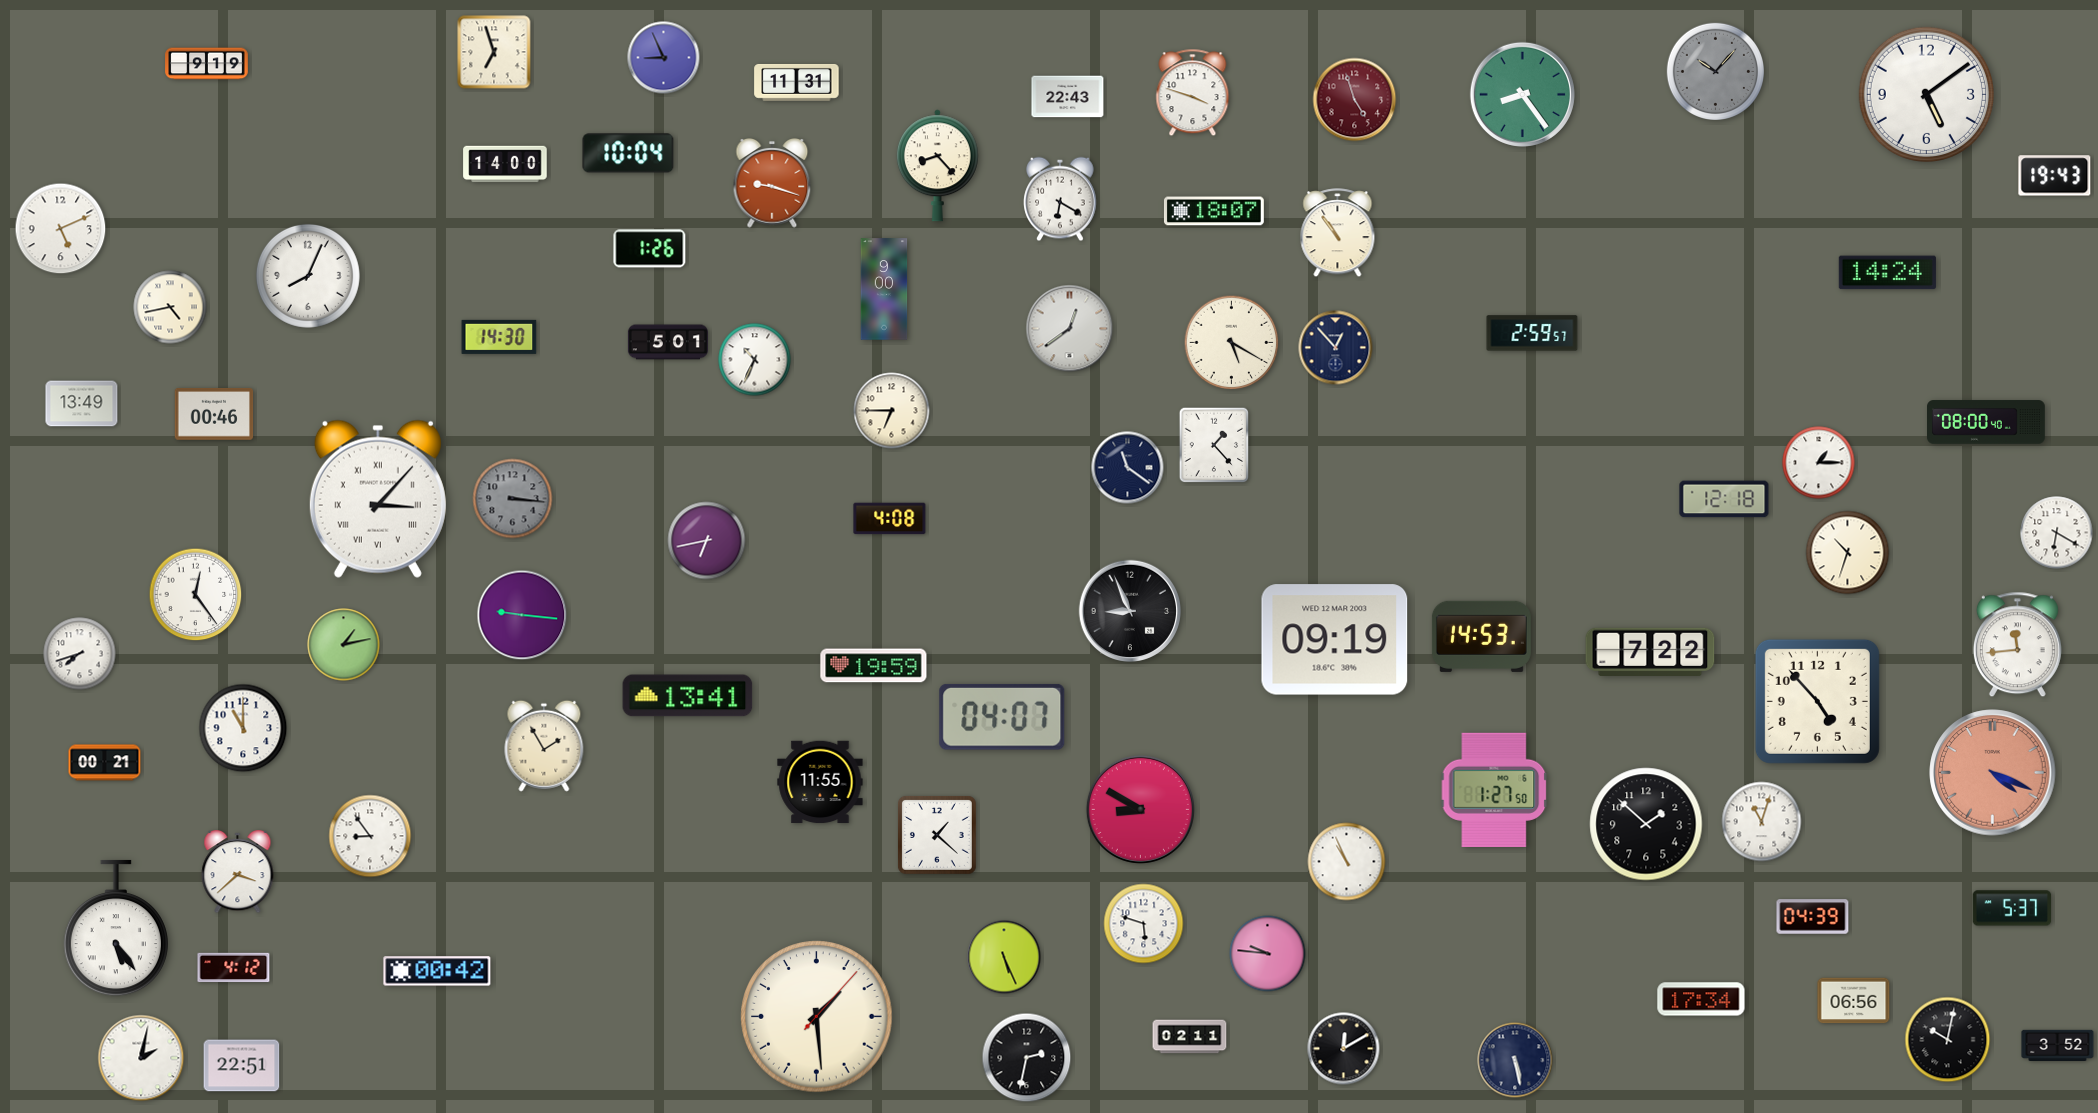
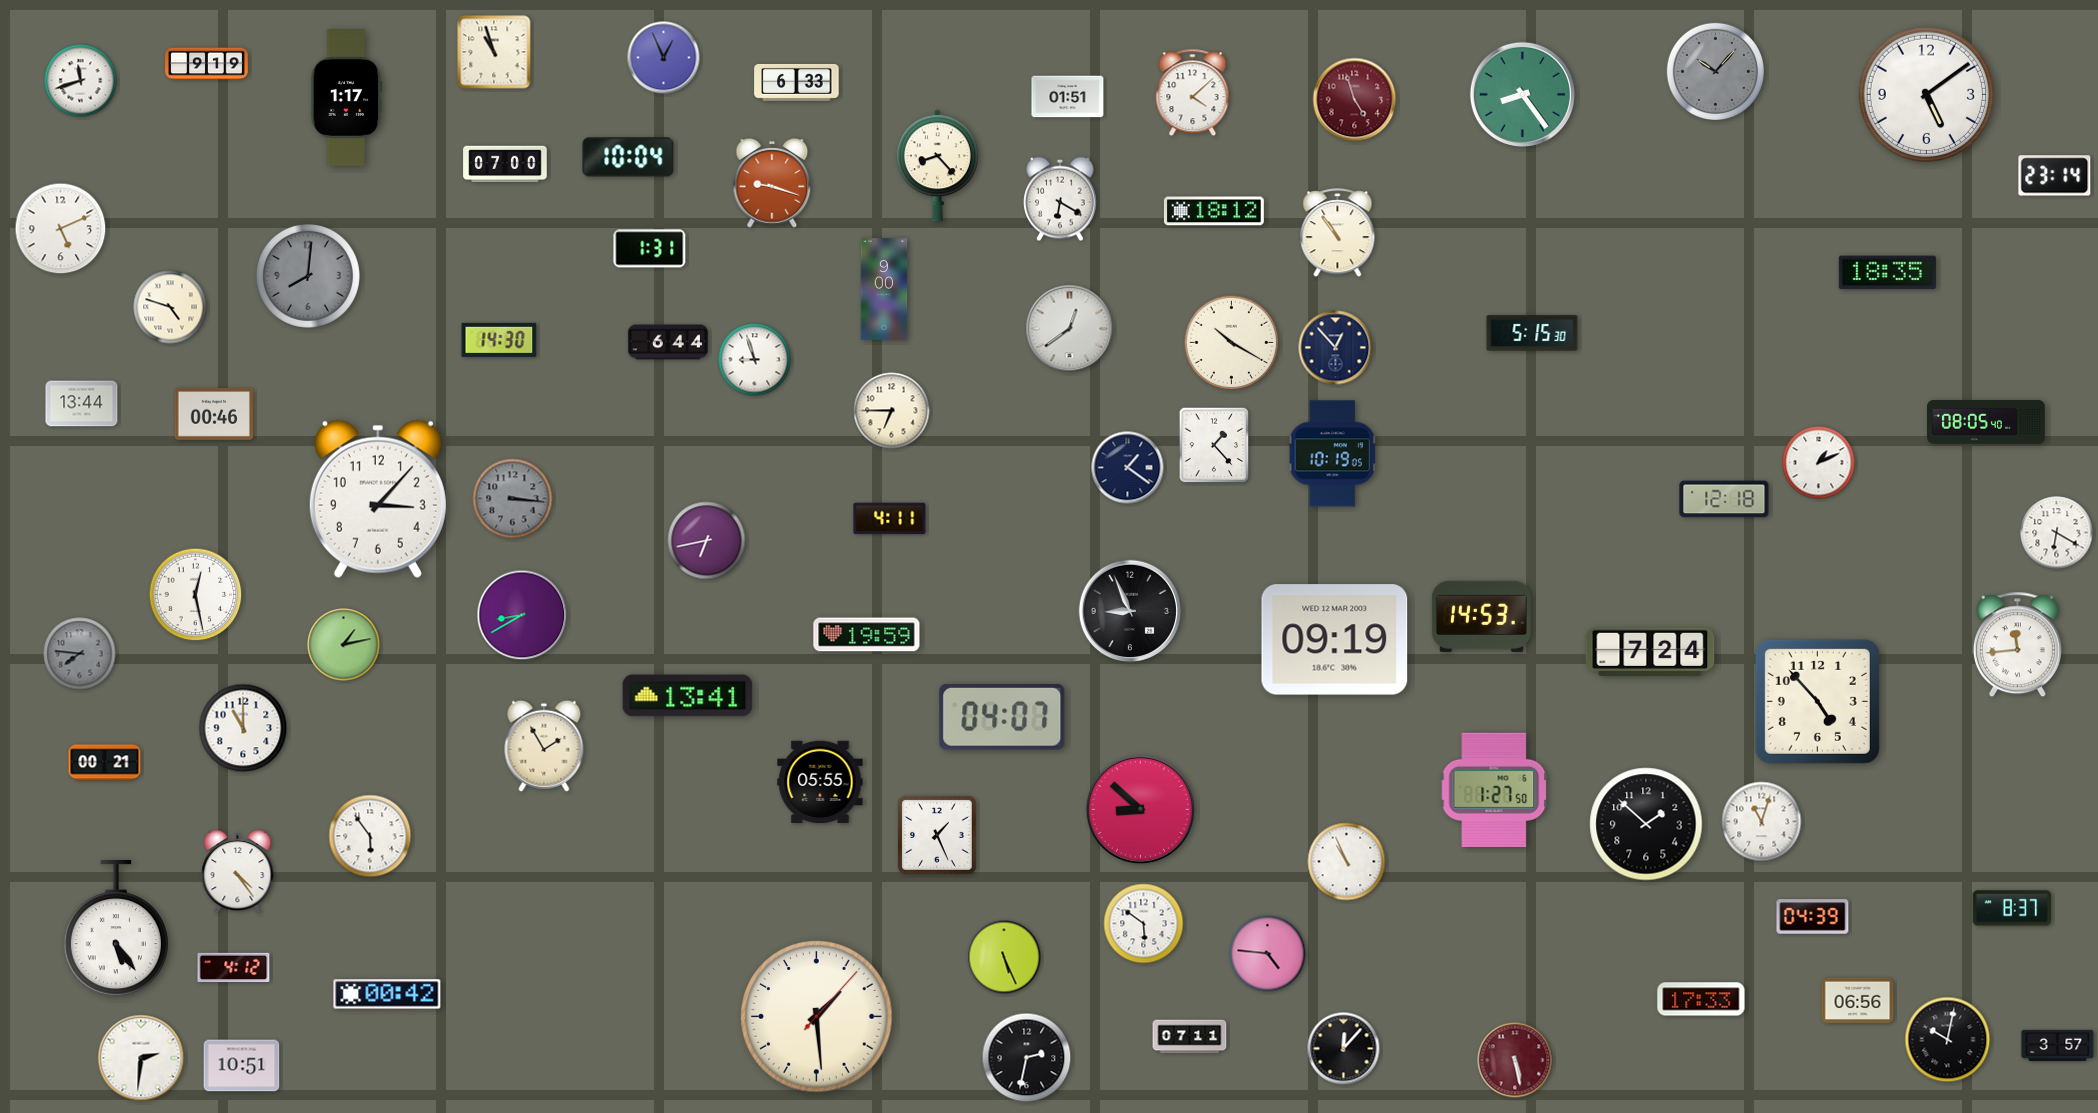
clock at (494, 52): 6:57 -> 10:57
clock at (664, 58): 8:56 -> 12:56
clock at (81, 81): none -> 11:42
clock at (797, 82): 11:31 -> 6:33
clock at (1193, 93): 3:48 -> 4:08
clock at (1068, 97): 22:43 -> 01:51
clock at (347, 98): none -> 1:17
clock at (628, 153) position: (628, 153) -> (628, 157)
clock at (505, 164): 14:00 -> 07:00
clock at (2055, 176): 19:43 -> 23:14
clock at (1214, 211): 18:07 -> 18:12
clock at (650, 249): 1:26 -> 1:31
clock at (1887, 273): 14:24 -> 18:35
clock at (308, 276): 8:04 -> 8:01
clock at (308, 276) dial: white -> grey
clock at (170, 307): 4:43 -> 4:48
clock at (1532, 333): 2:59 -> 5:15
clock at (499, 337) position: (499, 337) -> (499, 340)
clock at (668, 342): 5:01 -> 6:44
clock at (1232, 343): 5:20 -> 10:20
clock at (755, 360): 10:34 -> 8:57
clock at (82, 404): 13:49 -> 13:44
clock at (1987, 422): 08:00 -> 08:05
clock at (1333, 454): none -> 10:19
clock at (1819, 463): 1:15 -> 1:11
clock at (1128, 468): 11:21 -> 1:21
clock at (378, 499) numerals: Roman -> Arabic
clock at (890, 519): 4:08 -> 4:11
clock at (1848, 553): 10:33 -> none
clock at (196, 595): 12:24 -> 12:28
clock at (522, 615): 9:16 -> 8:40
clock at (1481, 636) position: (1481, 636) -> (1481, 616)
clock at (1650, 651): 7:22 -> 7:24
clock at (80, 654): 7:42 -> 7:46
clock at (80, 654) dial: white -> grey
clock at (874, 666) position: (874, 666) -> (867, 635)
clock at (1993, 773): 4:19 -> none
clock at (820, 782): 11:55 -> 05:55
clock at (1140, 809): 8:50 -> 8:52
clock at (937, 835): 1:22 -> 1:26
clock at (370, 836): 8:54 -> 5:54
clock at (238, 872): 3:38 -> 4:24
clock at (2012, 908): 5:37 -> 8:37
clock at (1144, 924): 5:48 -> 5:51
clock at (1268, 954): 9:46 -> 4:46
clock at (437, 971) position: (437, 971) -> (387, 994)
clock at (1701, 999): 17:34 -> 17:33
clock at (1854, 1001) position: (1854, 1001) -> (1858, 1001)
clock at (1190, 1037): 02:11 -> 07:11
clock at (2058, 1045): 3:52 -> 3:57
clock at (1344, 1049): 12:10 -> 12:07
clock at (141, 1058): 2:02 -> 2:31
clock at (1515, 1060) dial: navy -> burgundy
clock at (242, 1066): 22:51 -> 10:51
